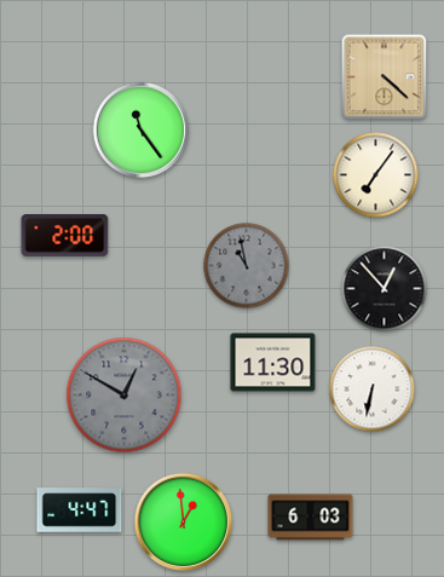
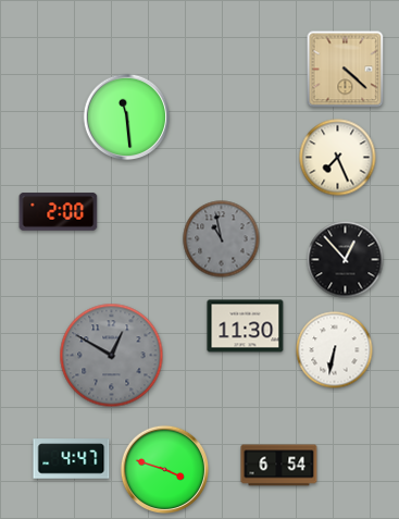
clock at (142, 131): 11:24 -> 11:29
clock at (376, 175): 7:06 -> 7:26
clock at (311, 518): 6:03 -> 6:54
clock at (183, 521): 12:59 -> 3:48
